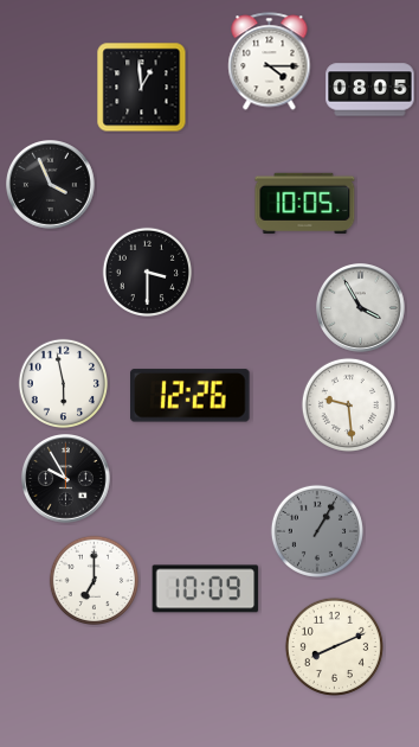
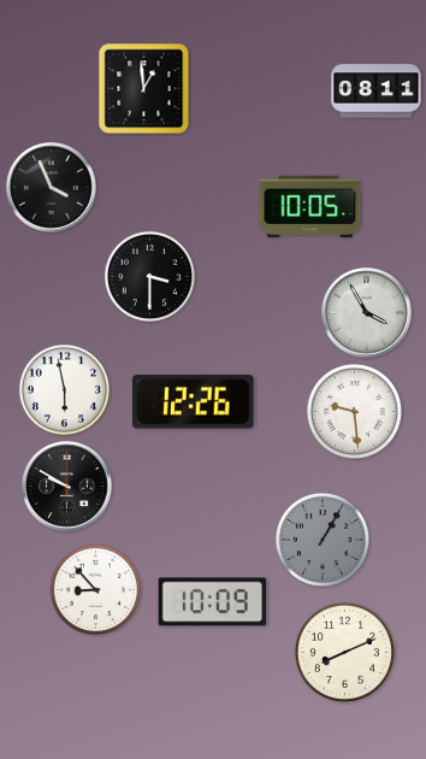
clock at (270, 62): 4:15 -> none
clock at (370, 90): 08:05 -> 08:11
clock at (66, 479): 9:55 -> 9:50
clock at (94, 580): 7:00 -> 8:53
clock at (206, 589) position: (206, 589) -> (213, 602)
clock at (334, 646) position: (334, 646) -> (344, 652)
